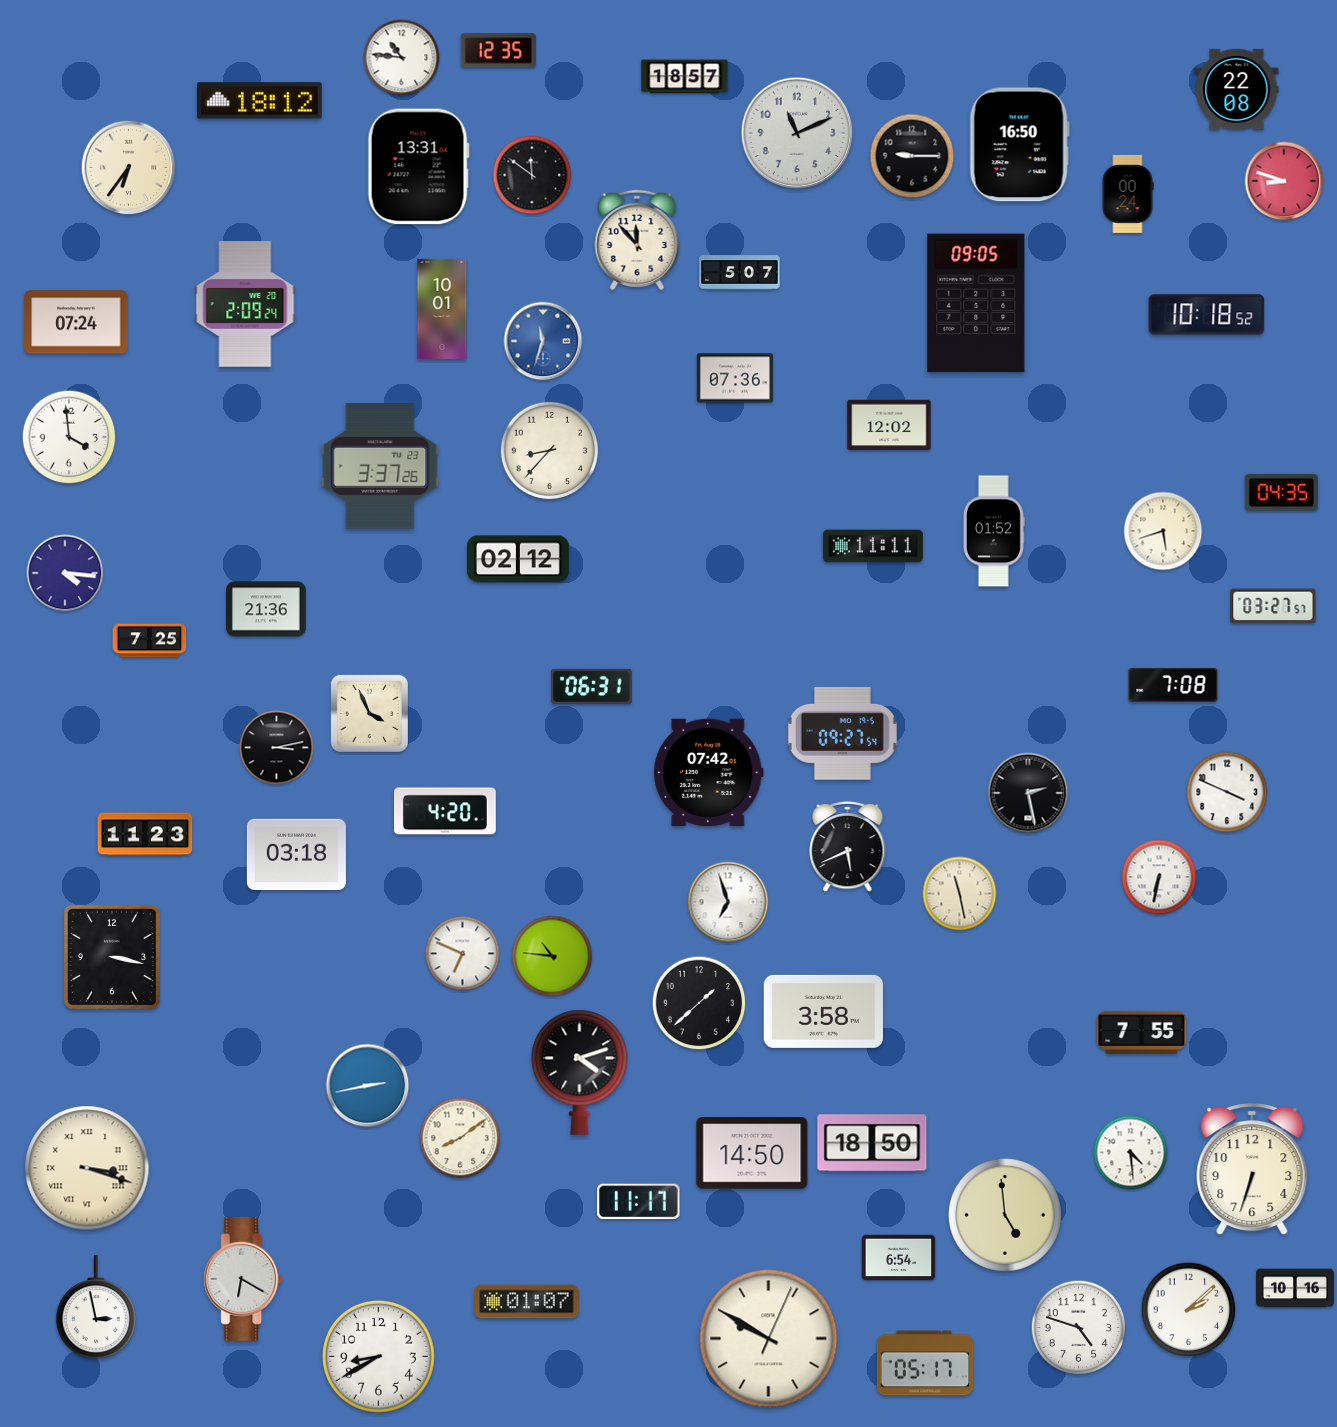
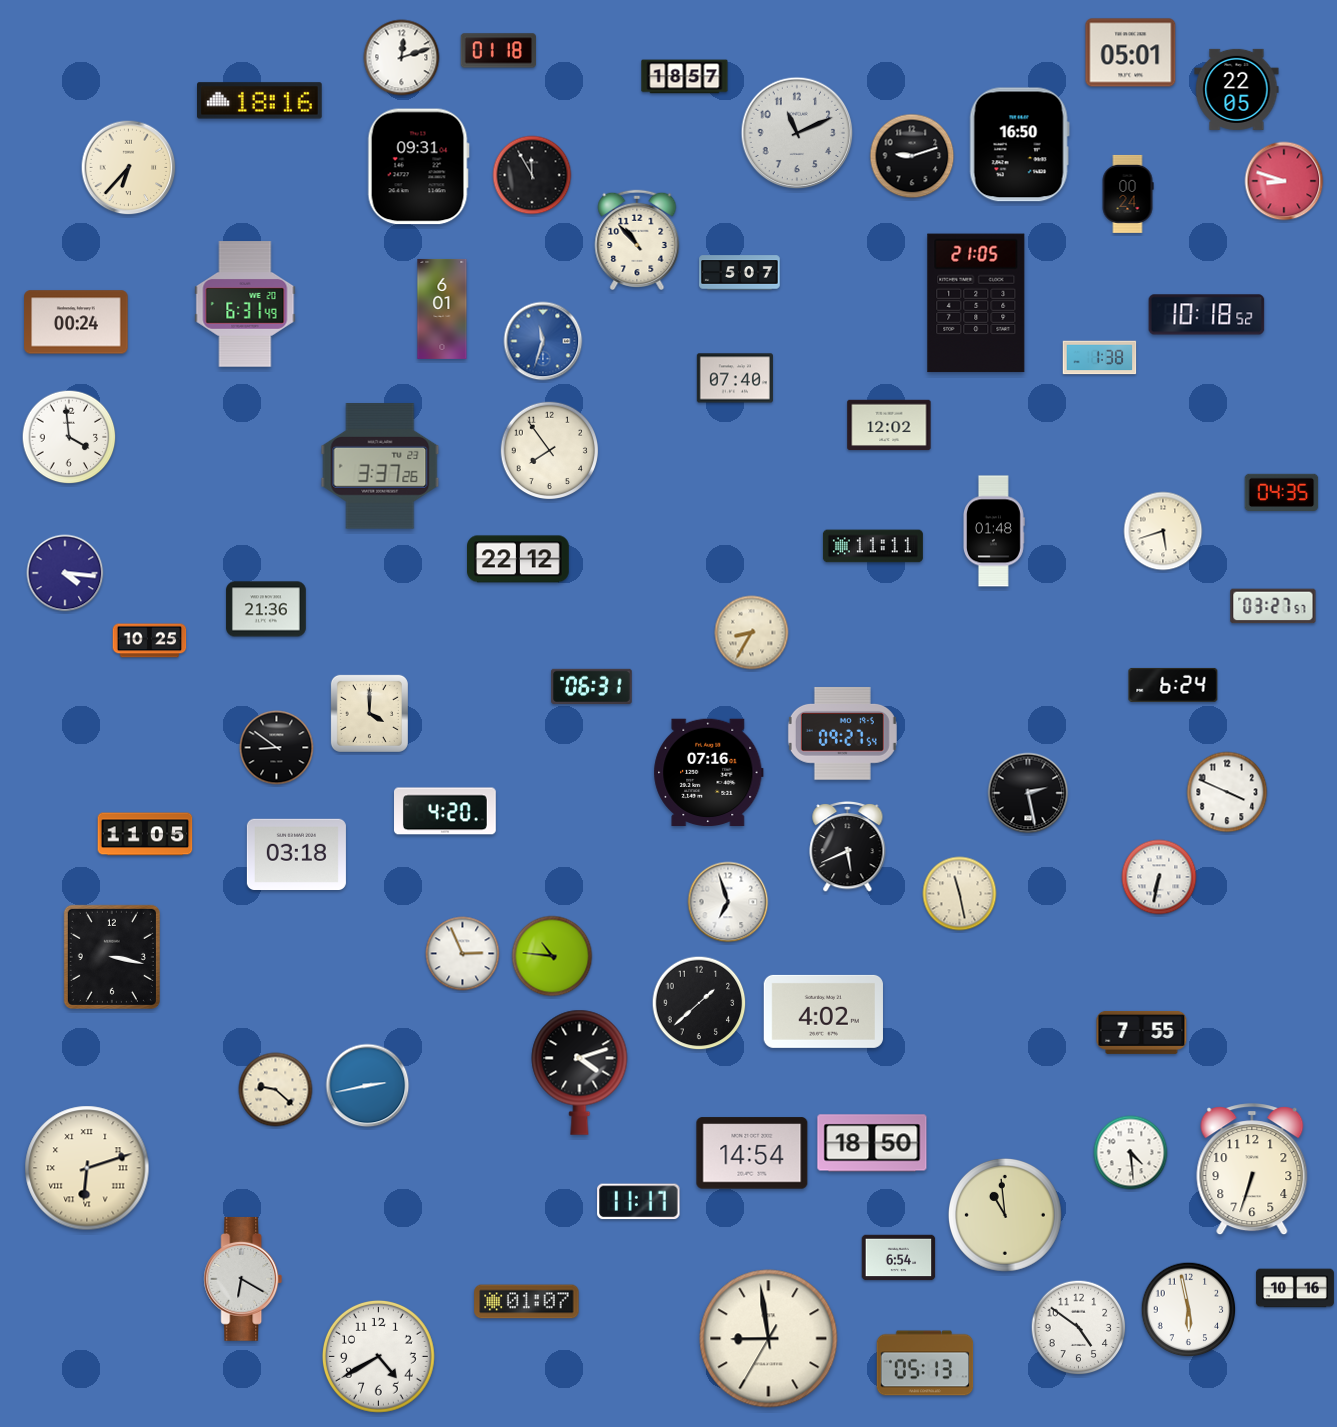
clock at (498, 51): 12:35 -> 01:18
clock at (1131, 53): none -> 05:01
clock at (402, 58): 10:46 -> 12:12
clock at (1237, 89): 22:08 -> 22:05
clock at (260, 101): 18:12 -> 18:16
clock at (912, 156): 9:15 -> 9:12
clock at (418, 167): 13:31 -> 09:31
clock at (129, 168): 6:36 -> 6:37
clock at (532, 175): 11:51 -> 11:55
clock at (637, 240): 11:53 -> 10:53
clock at (976, 303): 09:05 -> 21:05
clock at (245, 304): 2:09 -> 6:31
clock at (442, 309): 10:01 -> 6:01
clock at (76, 322): 07:24 -> 00:24
clock at (1100, 358): none -> 1:38
clock at (735, 378): 07:36 -> 07:40
clock at (550, 451): 8:37 -> 7:54
clock at (994, 531): 01:52 -> 01:48
clock at (519, 559): 02:12 -> 22:12
clock at (752, 633): none -> 8:35
clock at (150, 641): 7:25 -> 10:25
clock at (1173, 685): 7:08 -> 6:24
clock at (369, 713): 3:56 -> 4:00
clock at (277, 748): 3:13 -> 8:51
clock at (709, 773): 07:42 -> 07:16
clock at (145, 834): 11:23 -> 11:05
clock at (463, 954): 6:49 -> 2:56
clock at (823, 1011): 3:58 -> 4:02
clock at (276, 1090): none -> 9:22
clock at (460, 1138): 8:09 -> none
clock at (752, 1153): 14:50 -> 14:54
clock at (87, 1168): 3:18 -> 6:12
clock at (1005, 1215): 4:59 -> 10:59
clock at (96, 1308): 2:58 -> none
clock at (1189, 1310): 2:08 -> 5:58
clock at (1079, 1328): 4:48 -> 4:51
clock at (769, 1339): 9:50 -> 8:58
clock at (378, 1356): 8:40 -> 4:40
clock at (925, 1363): 05:17 -> 05:13
